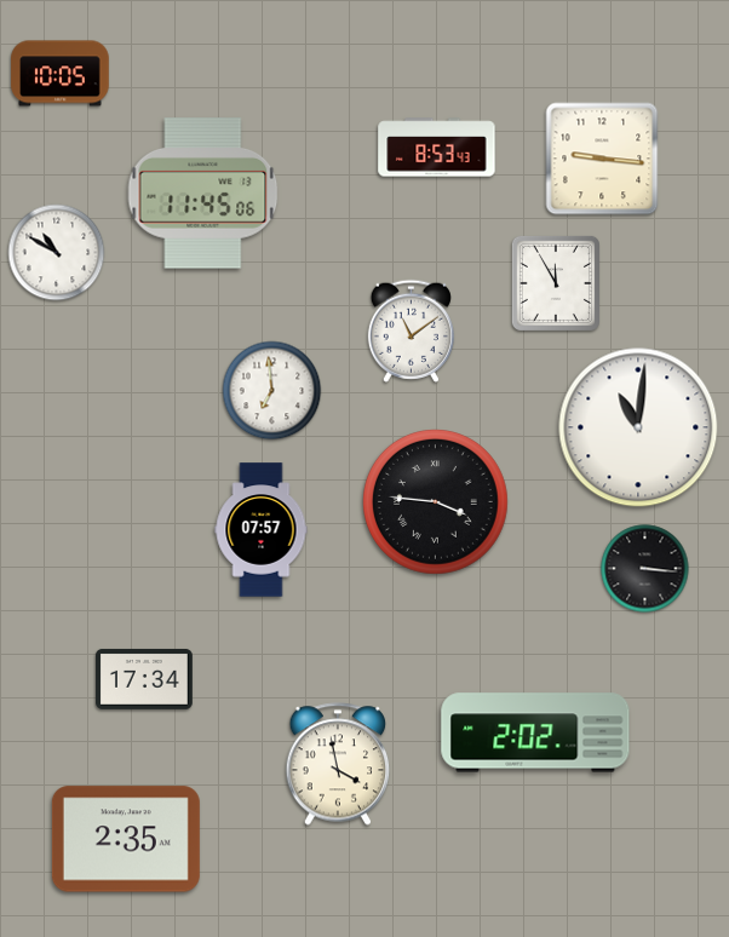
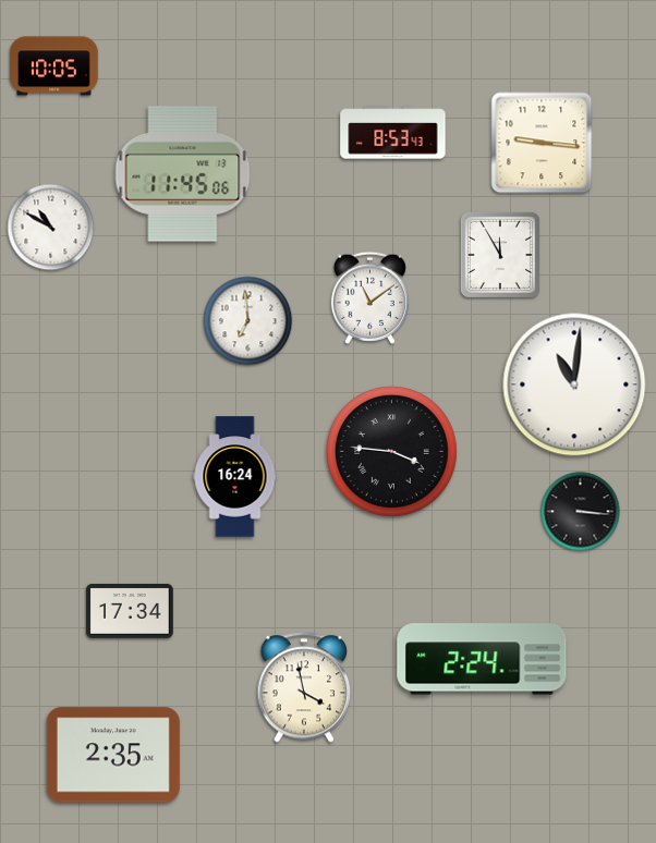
clock at (272, 391) position: (272, 391) -> (248, 321)
clock at (262, 530): 07:57 -> 16:24
clock at (535, 732): 2:02 -> 2:24
